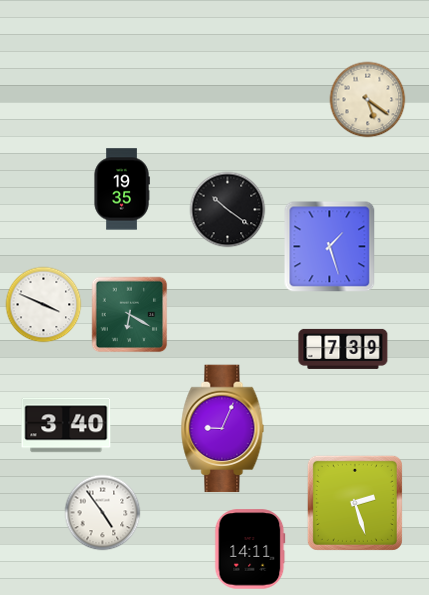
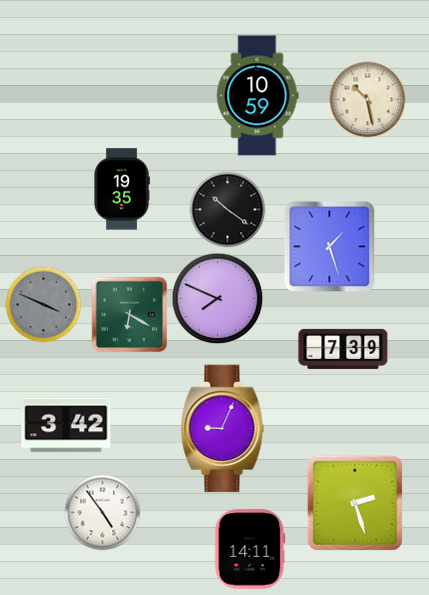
clock at (257, 96): none -> 10:59
clock at (368, 100): 5:21 -> 10:28
clock at (218, 299): none -> 7:49
clock at (44, 305) dial: white -> grey
clock at (66, 425): 3:40 -> 3:42
